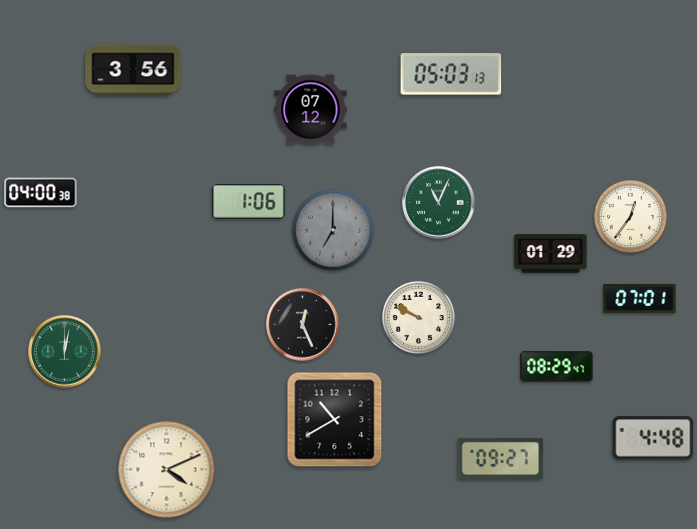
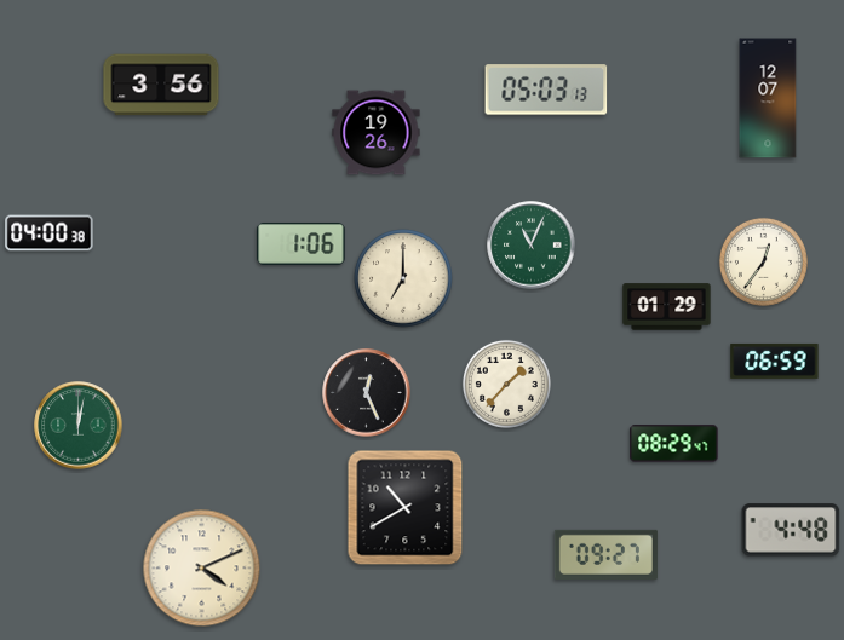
clock at (768, 98): none -> 12:07
clock at (311, 110): 07:12 -> 19:26
clock at (333, 230) dial: grey -> cream
clock at (640, 298): 07:01 -> 06:59
clock at (418, 317): 9:50 -> 1:37
